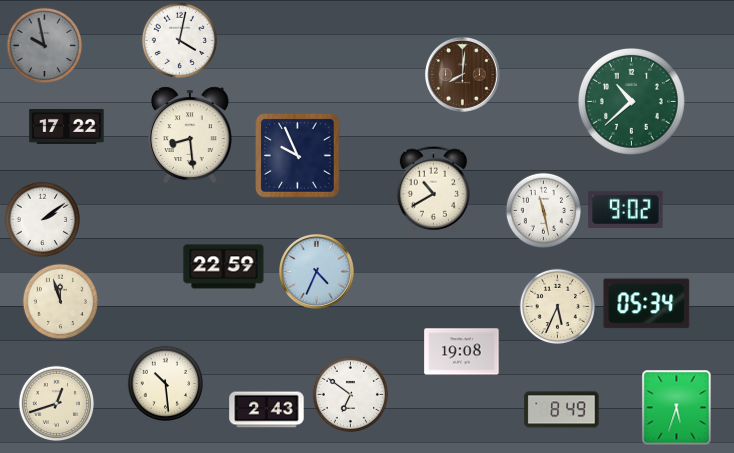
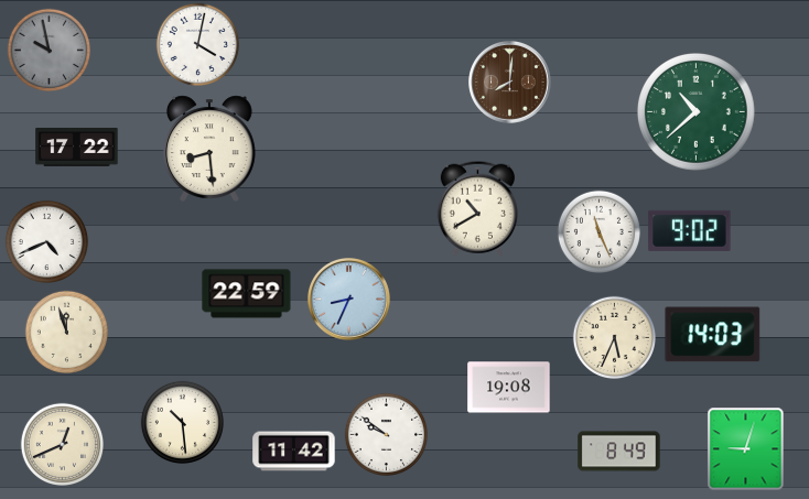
clock at (67, 126) position: (67, 126) -> (77, 147)
clock at (298, 156): 9:56 -> none
clock at (543, 210): 11:28 -> 11:26
clock at (42, 219): 2:09 -> 4:41
clock at (317, 272): 4:34 -> 8:34
clock at (647, 304): 05:34 -> 14:03
clock at (350, 394): 6:51 -> 9:51
clock at (56, 403): 12:42 -> 12:41
clock at (677, 408): 5:33 -> 9:03
clock at (267, 410): 2:43 -> 11:42
